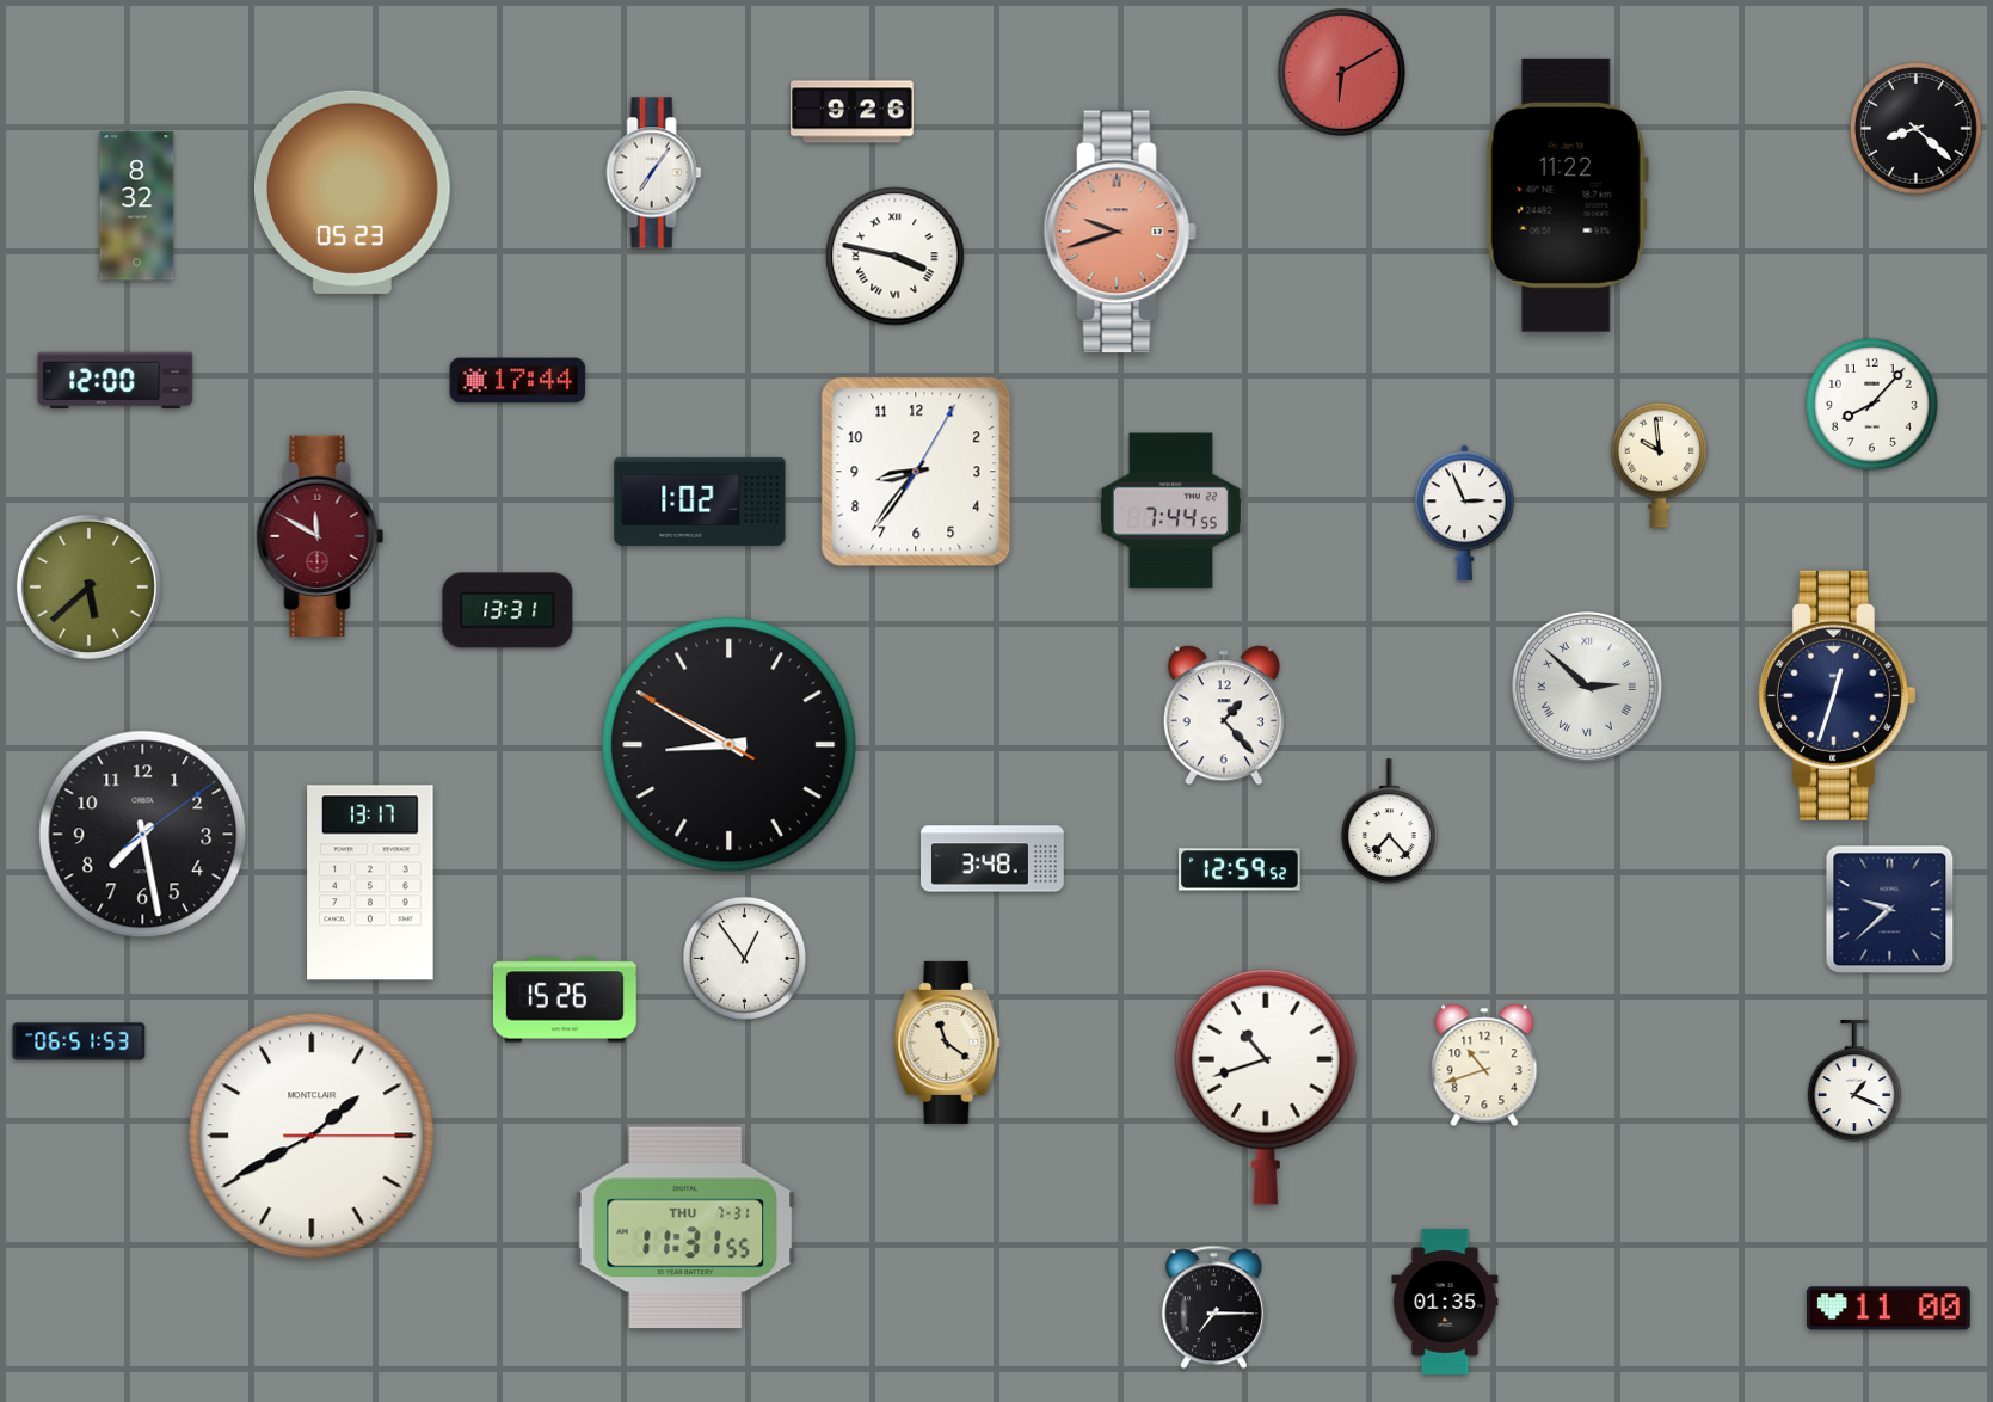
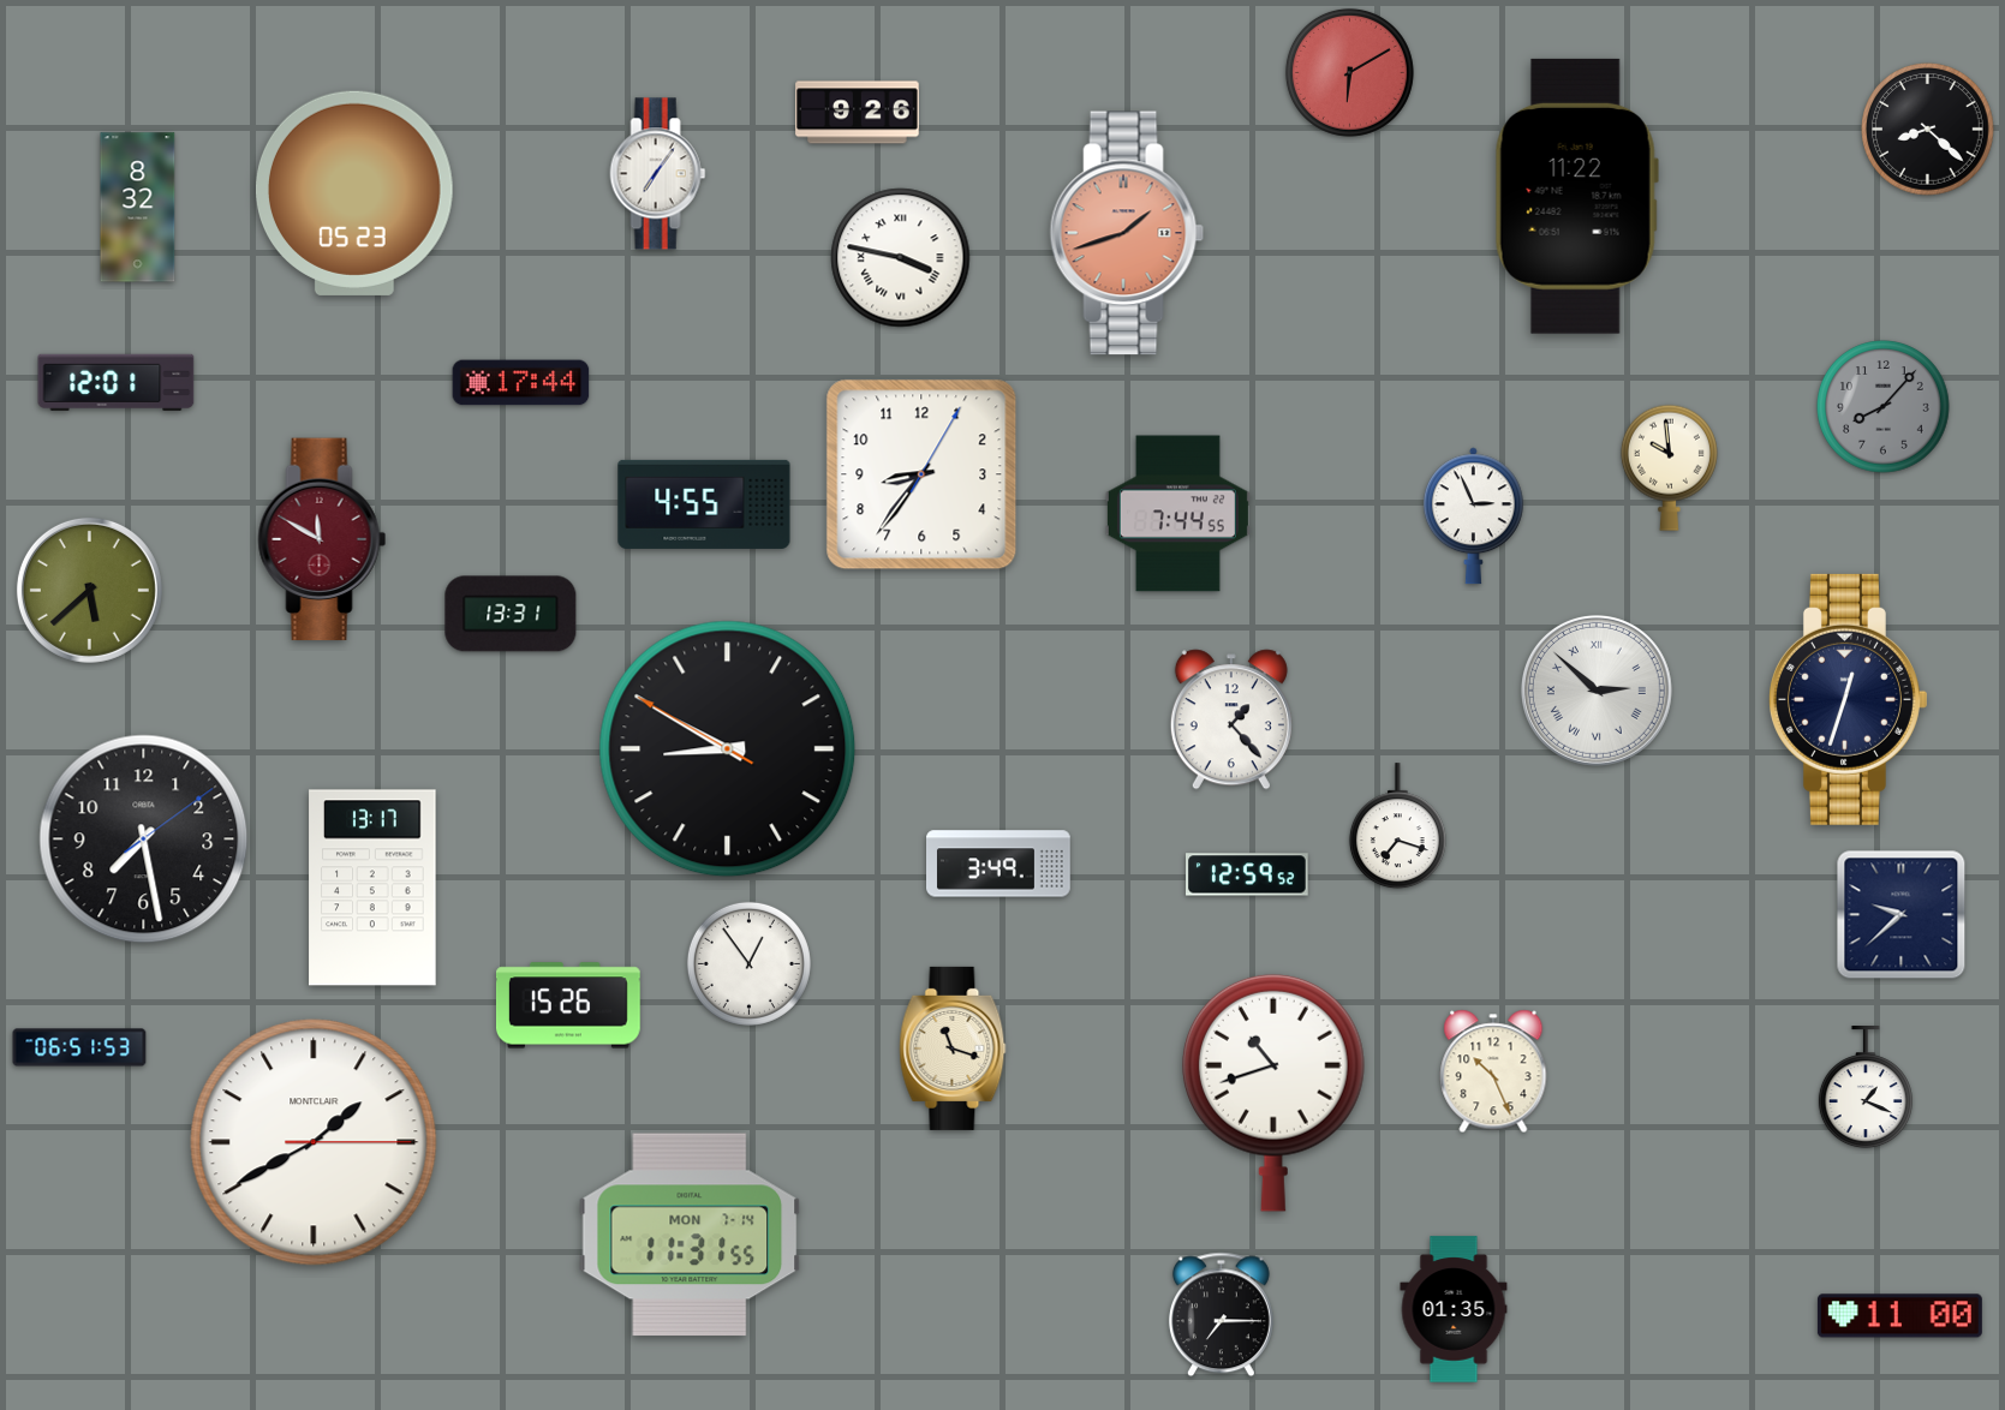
clock at (1120, 232): 9:42 -> 1:42
clock at (116, 380): 12:00 -> 12:01
clock at (1872, 405) dial: white -> grey
clock at (700, 502): 1:02 -> 4:55
clock at (730, 745) position: (730, 745) -> (728, 749)
clock at (1389, 822): 7:23 -> 7:18
clock at (994, 859): 3:48 -> 3:49
clock at (947, 1043): 11:21 -> 11:18
clock at (1484, 1065): 10:42 -> 10:26
clock at (685, 1228) date: THU 7-31 -> MON 7-14
